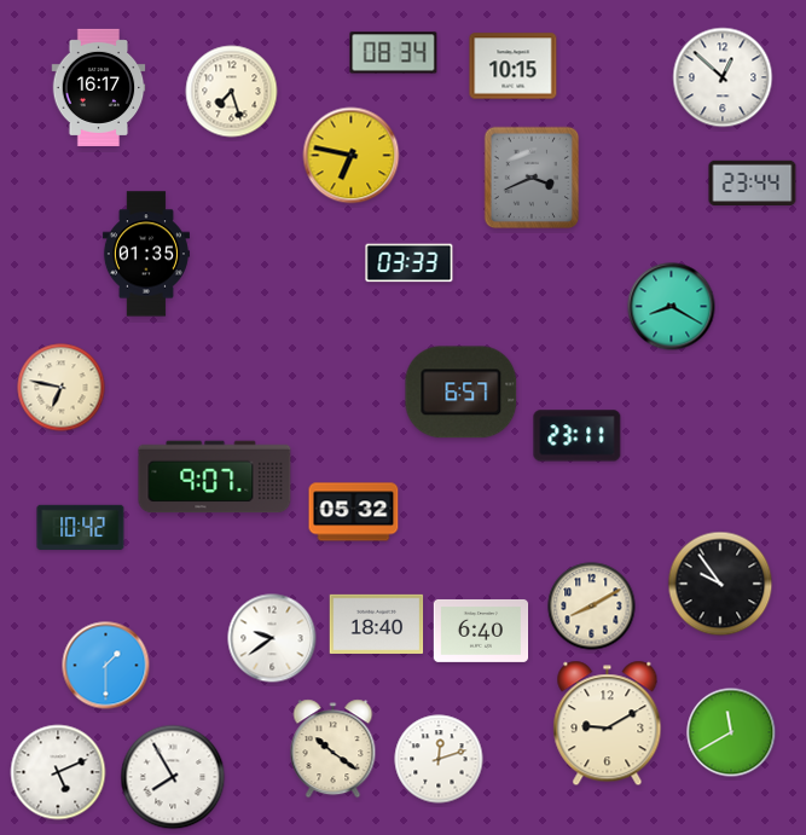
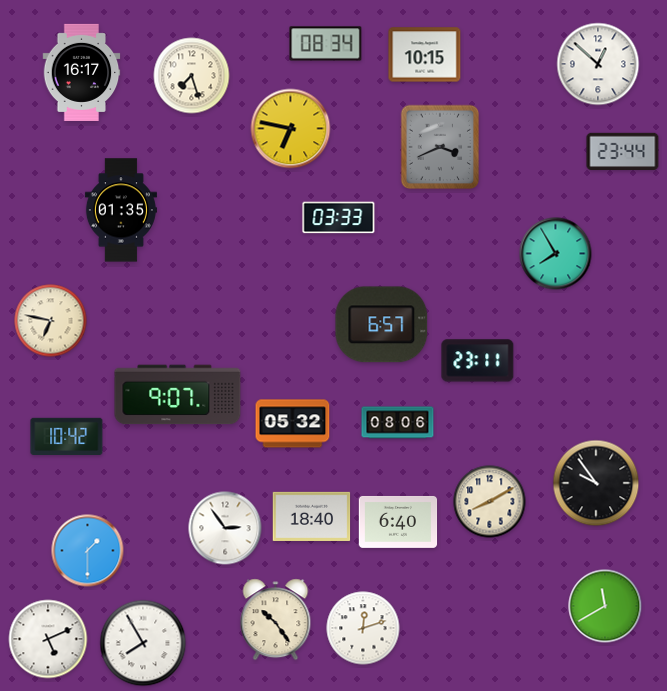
clock at (672, 307): 8:20 -> 7:55
clock at (398, 423): none -> 08:06
clock at (272, 638): 9:39 -> 2:54
clock at (608, 724): 9:10 -> none
clock at (334, 749): 10:21 -> 10:24
